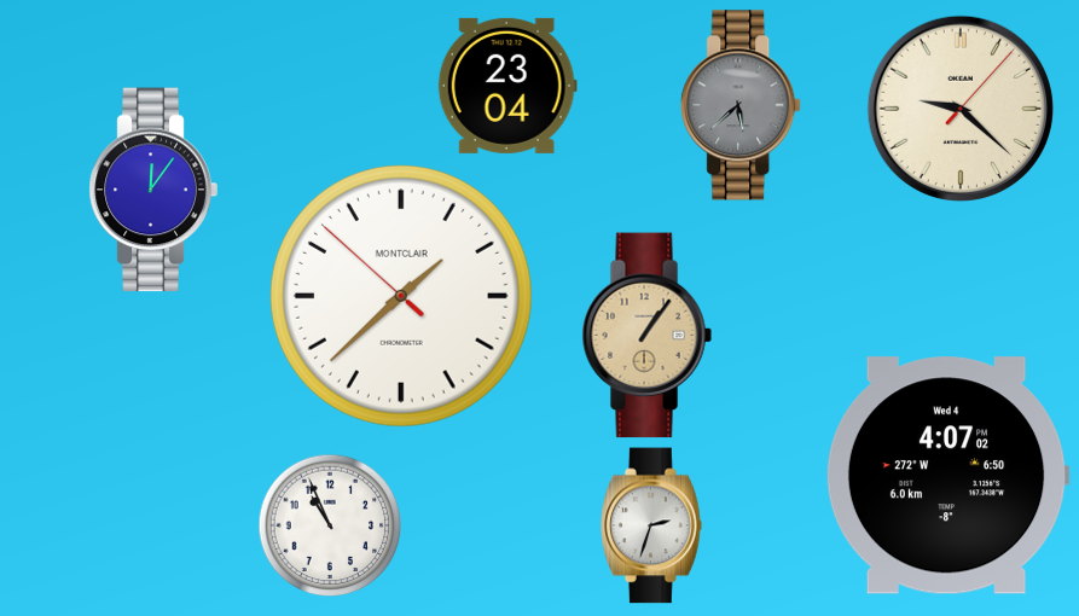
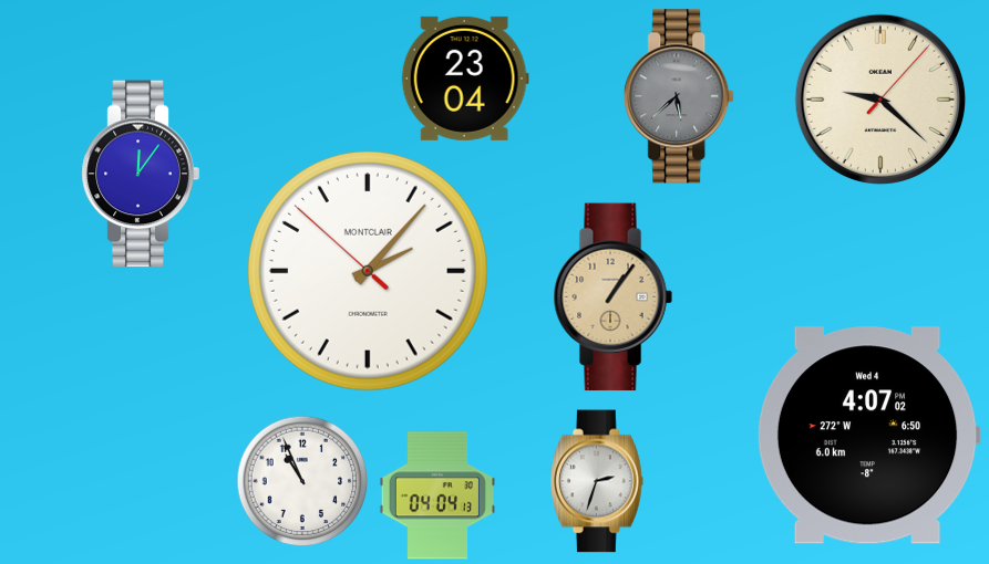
clock at (401, 296): 1:37 -> 2:06
clock at (646, 336) position: (646, 336) -> (612, 297)
clock at (436, 495): none -> 04:04
